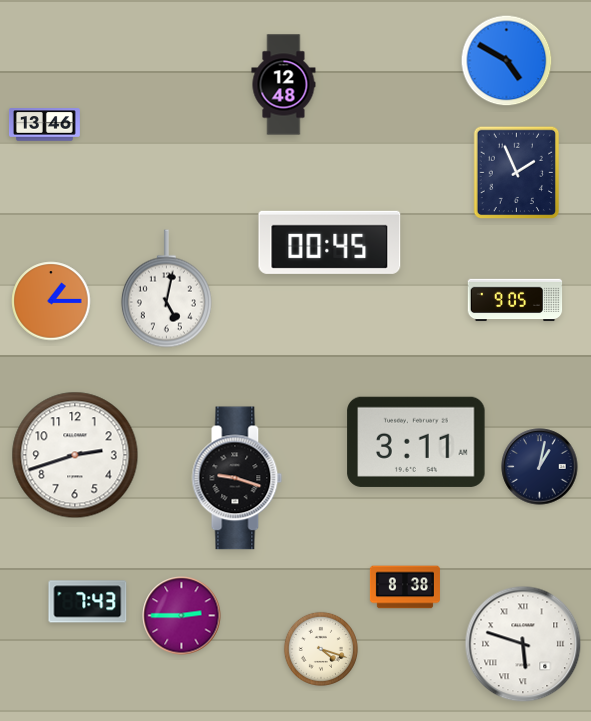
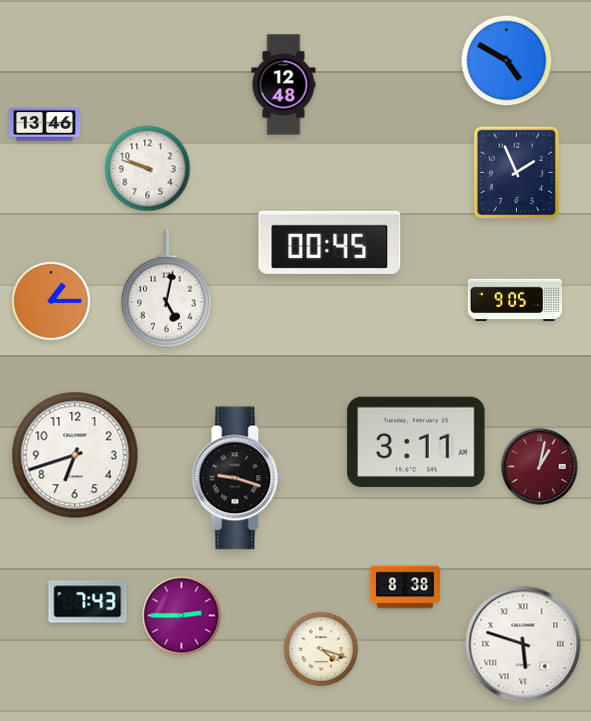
clock at (148, 169): none -> 9:48
clock at (75, 455): 2:42 -> 6:42
clock at (540, 467) dial: navy -> burgundy
